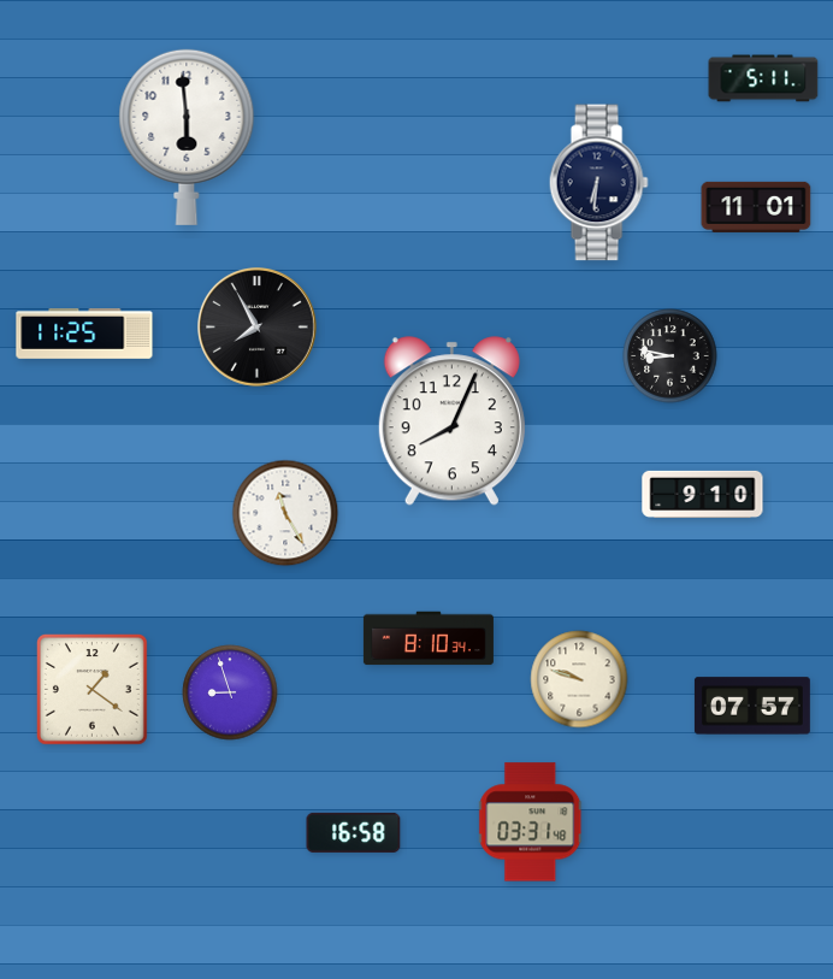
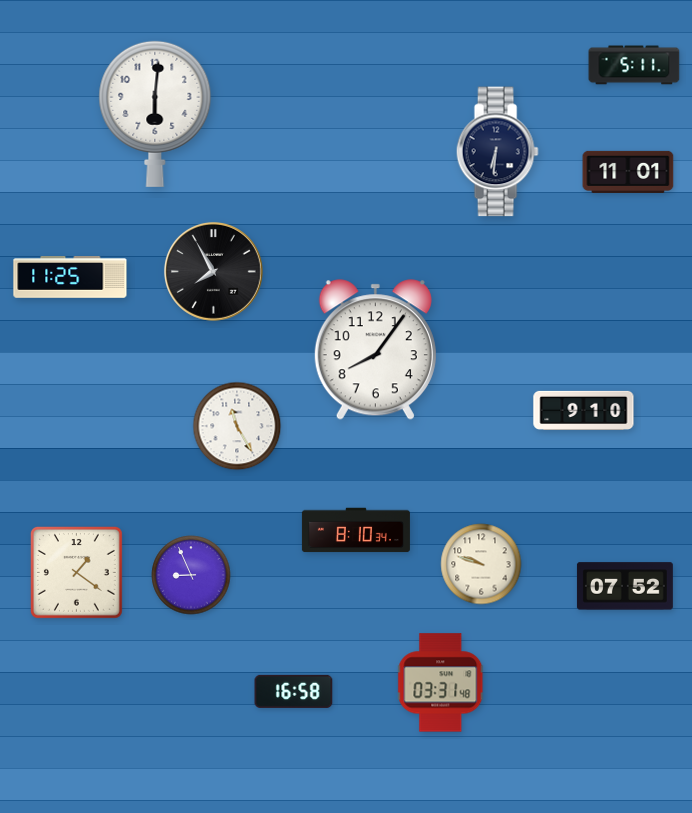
clock at (187, 137): 5:59 -> 6:01
clock at (670, 356): 8:47 -> none
clock at (451, 421): 8:04 -> 8:06
clock at (230, 692): 8:57 -> 8:56
clock at (752, 706): 07:57 -> 07:52
